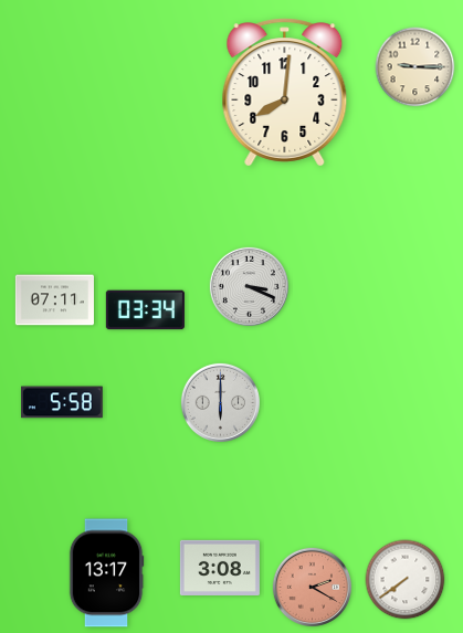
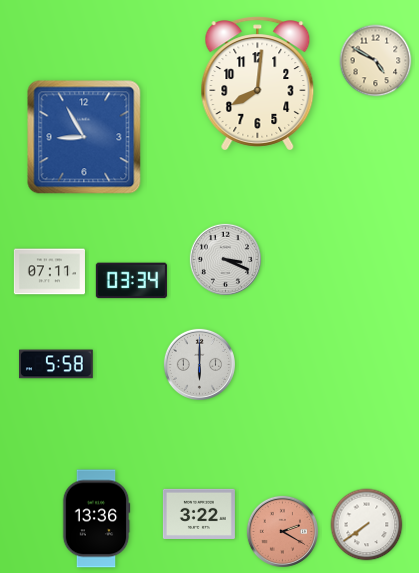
clock at (415, 67): 9:15 -> 4:50
clock at (84, 137): none -> 8:55
clock at (220, 568): 3:08 -> 3:22
clock at (106, 573): 13:17 -> 13:36
